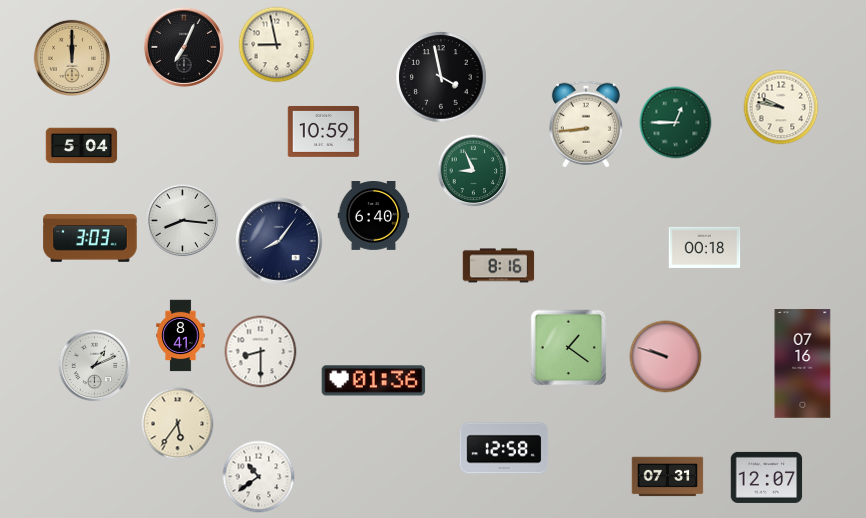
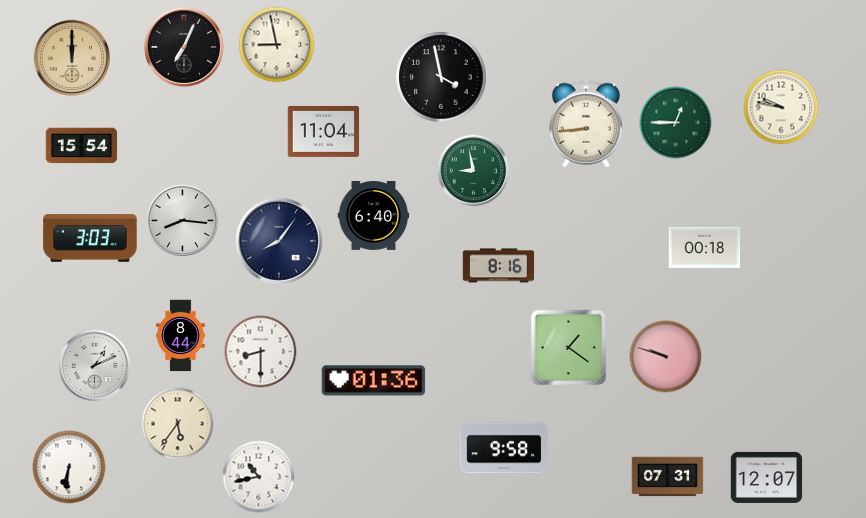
clock at (324, 131): 10:59 -> 11:04
clock at (82, 146): 5:04 -> 15:54
clock at (474, 171): 8:56 -> 8:58
clock at (181, 336): 8:41 -> 8:44
clock at (803, 364): 07:16 -> none
clock at (504, 448): 12:58 -> 9:58
clock at (69, 467): none -> 6:31
clock at (259, 477): 10:39 -> 10:43
